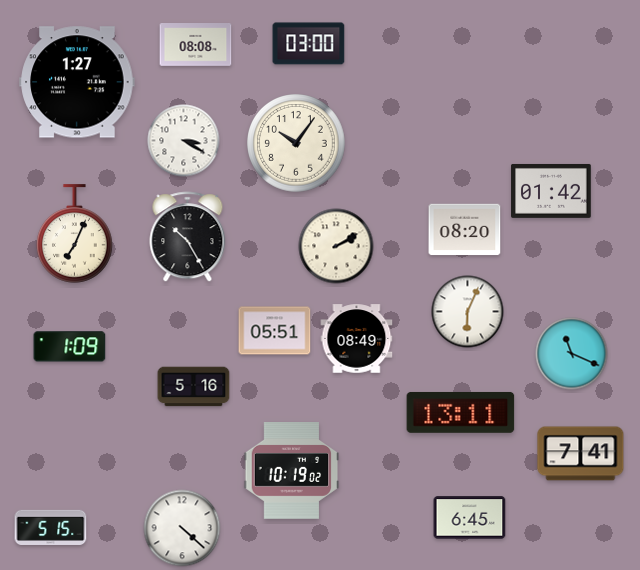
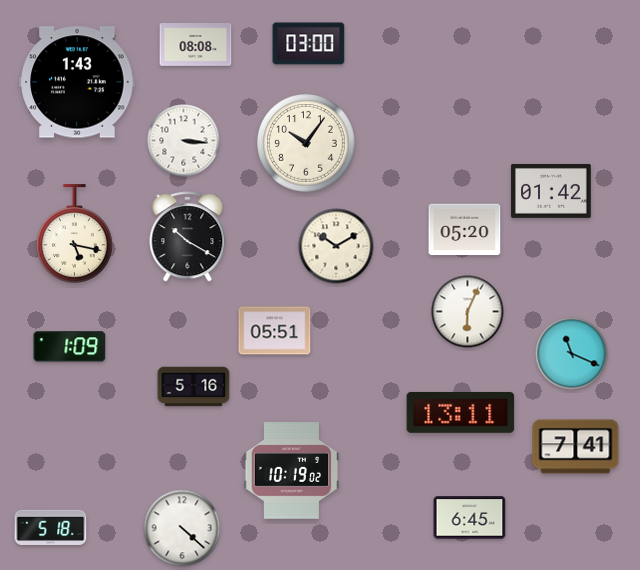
clock at (77, 82): 1:27 -> 1:43
clock at (184, 141): 3:20 -> 3:16
clock at (296, 143) position: (296, 143) -> (306, 143)
clock at (465, 230): 08:20 -> 05:20
clock at (75, 234): 7:04 -> 5:17
clock at (188, 237): 10:25 -> 10:20
clock at (336, 246): 2:10 -> 10:10
clock at (357, 339): 08:49 -> none
clock at (581, 454) position: (581, 454) -> (576, 447)
clock at (51, 527): 5:15 -> 5:18
